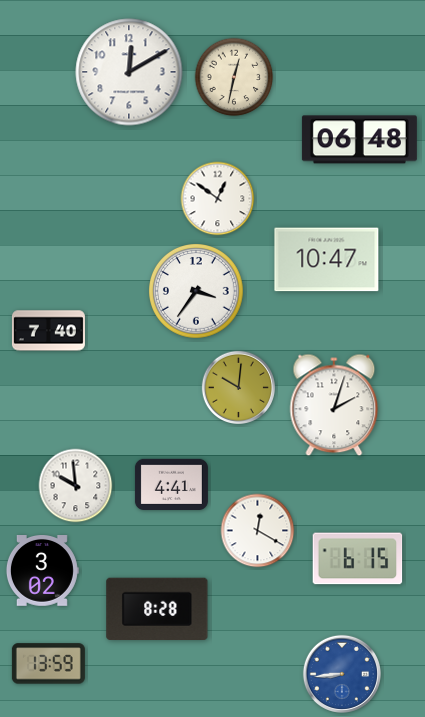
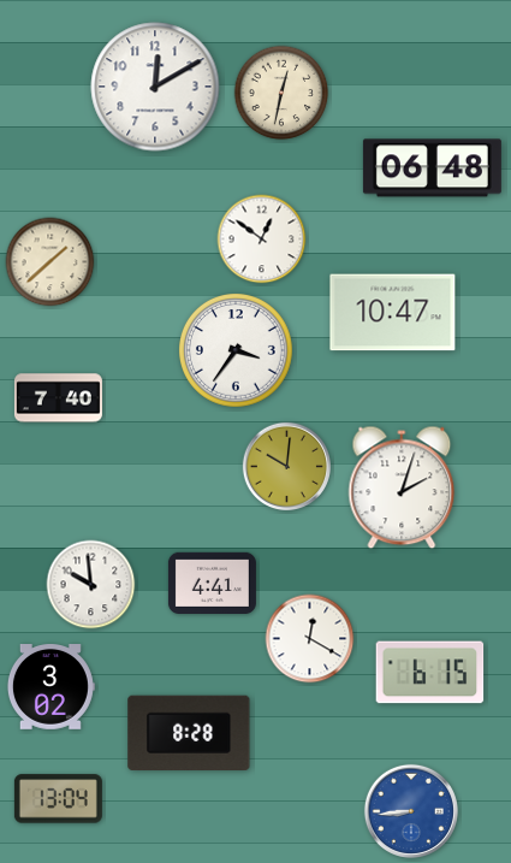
clock at (50, 262): none -> 1:38
clock at (171, 484) position: (171, 484) -> (212, 583)
clock at (48, 664): 13:59 -> 13:04
